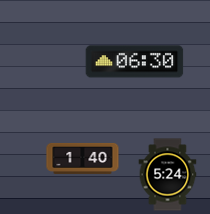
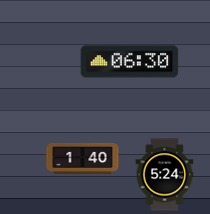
clock at (135, 62) position: (135, 62) -> (130, 62)
clock at (168, 175) position: (168, 175) -> (165, 175)
